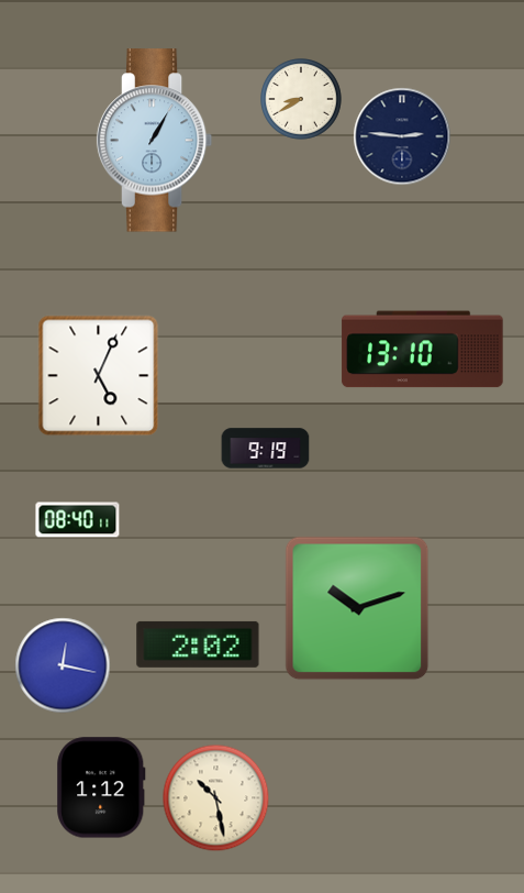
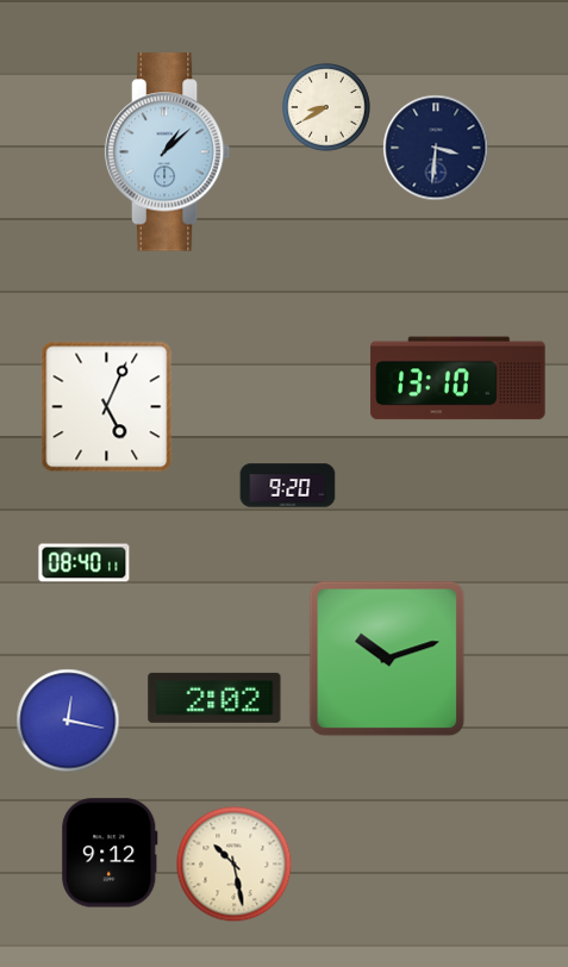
clock at (402, 136): 2:46 -> 3:31
clock at (155, 141): 1:05 -> 1:08
clock at (266, 449): 9:19 -> 9:20
clock at (101, 787): 1:12 -> 9:12
